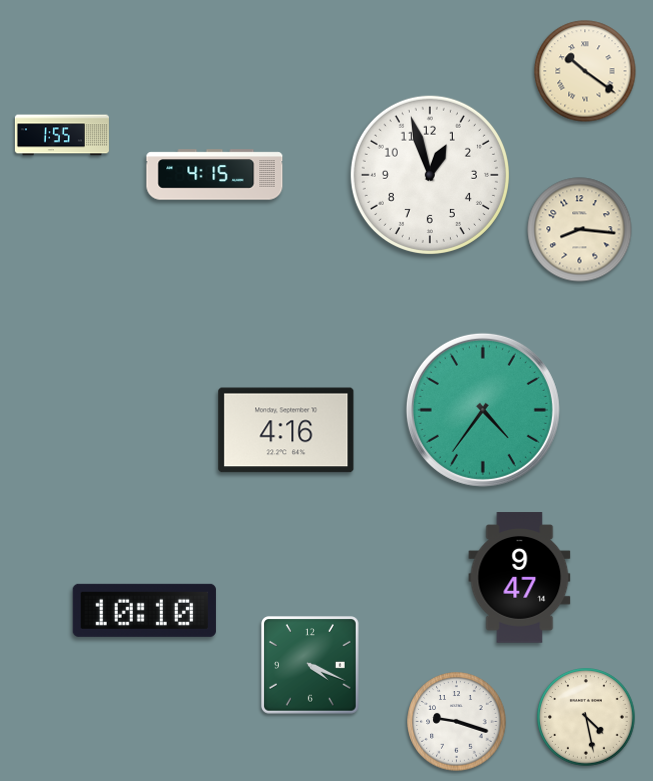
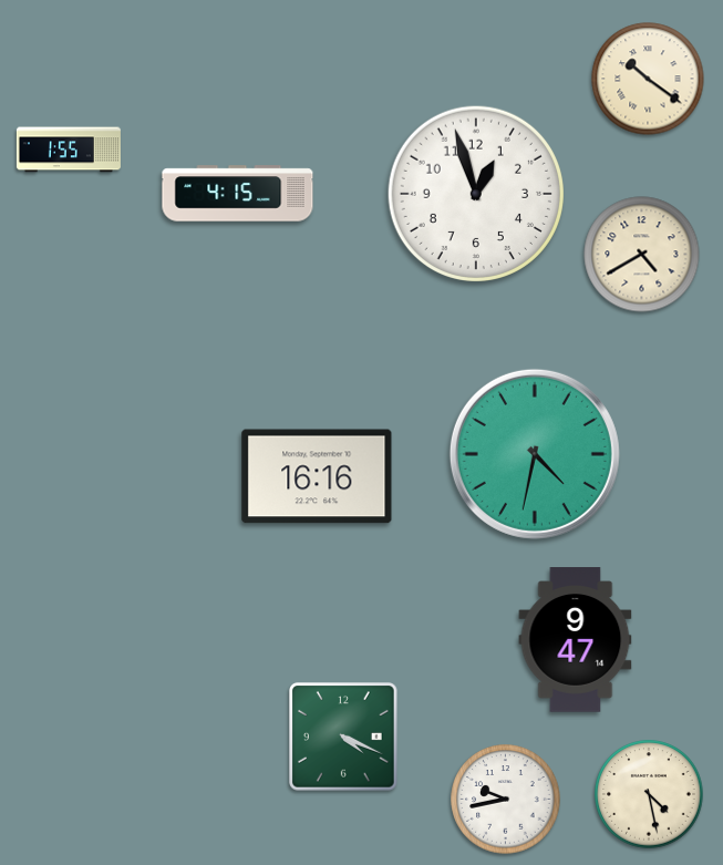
clock at (580, 230): 8:16 -> 4:40
clock at (483, 410): 4:36 -> 4:32
clock at (286, 430): 4:16 -> 16:16
clock at (144, 610): 10:10 -> none
clock at (457, 722): 9:18 -> 9:43
